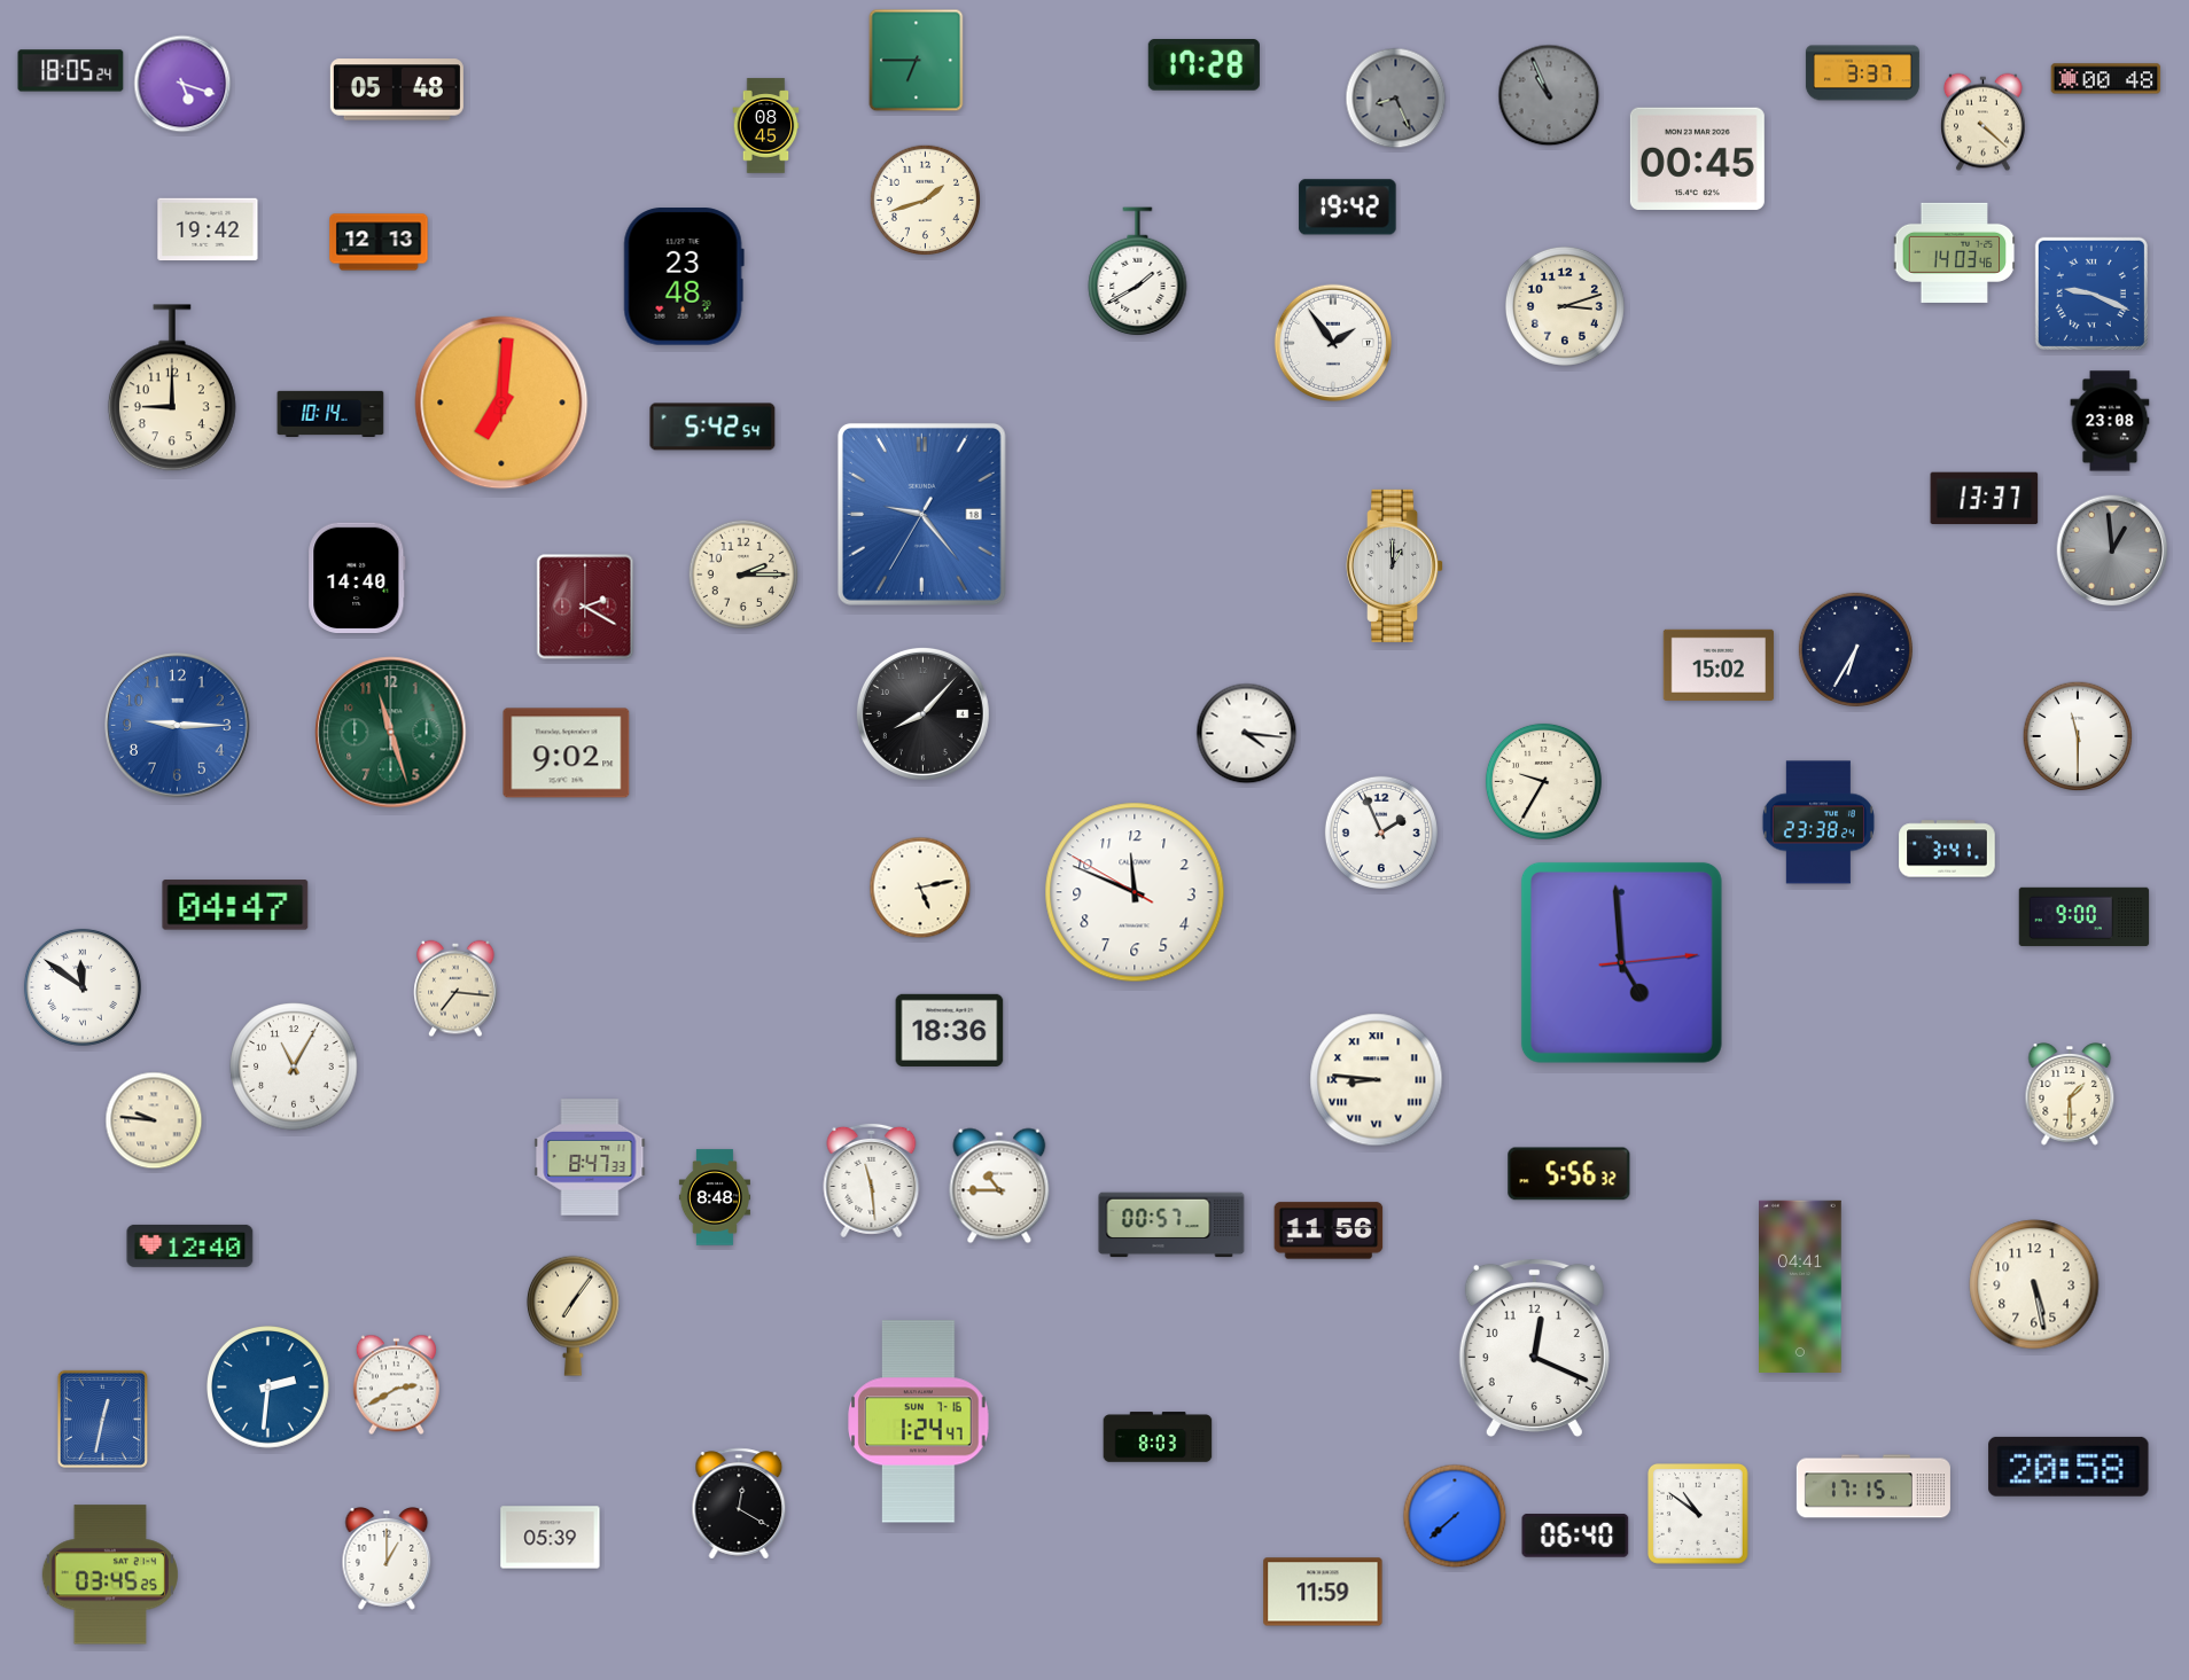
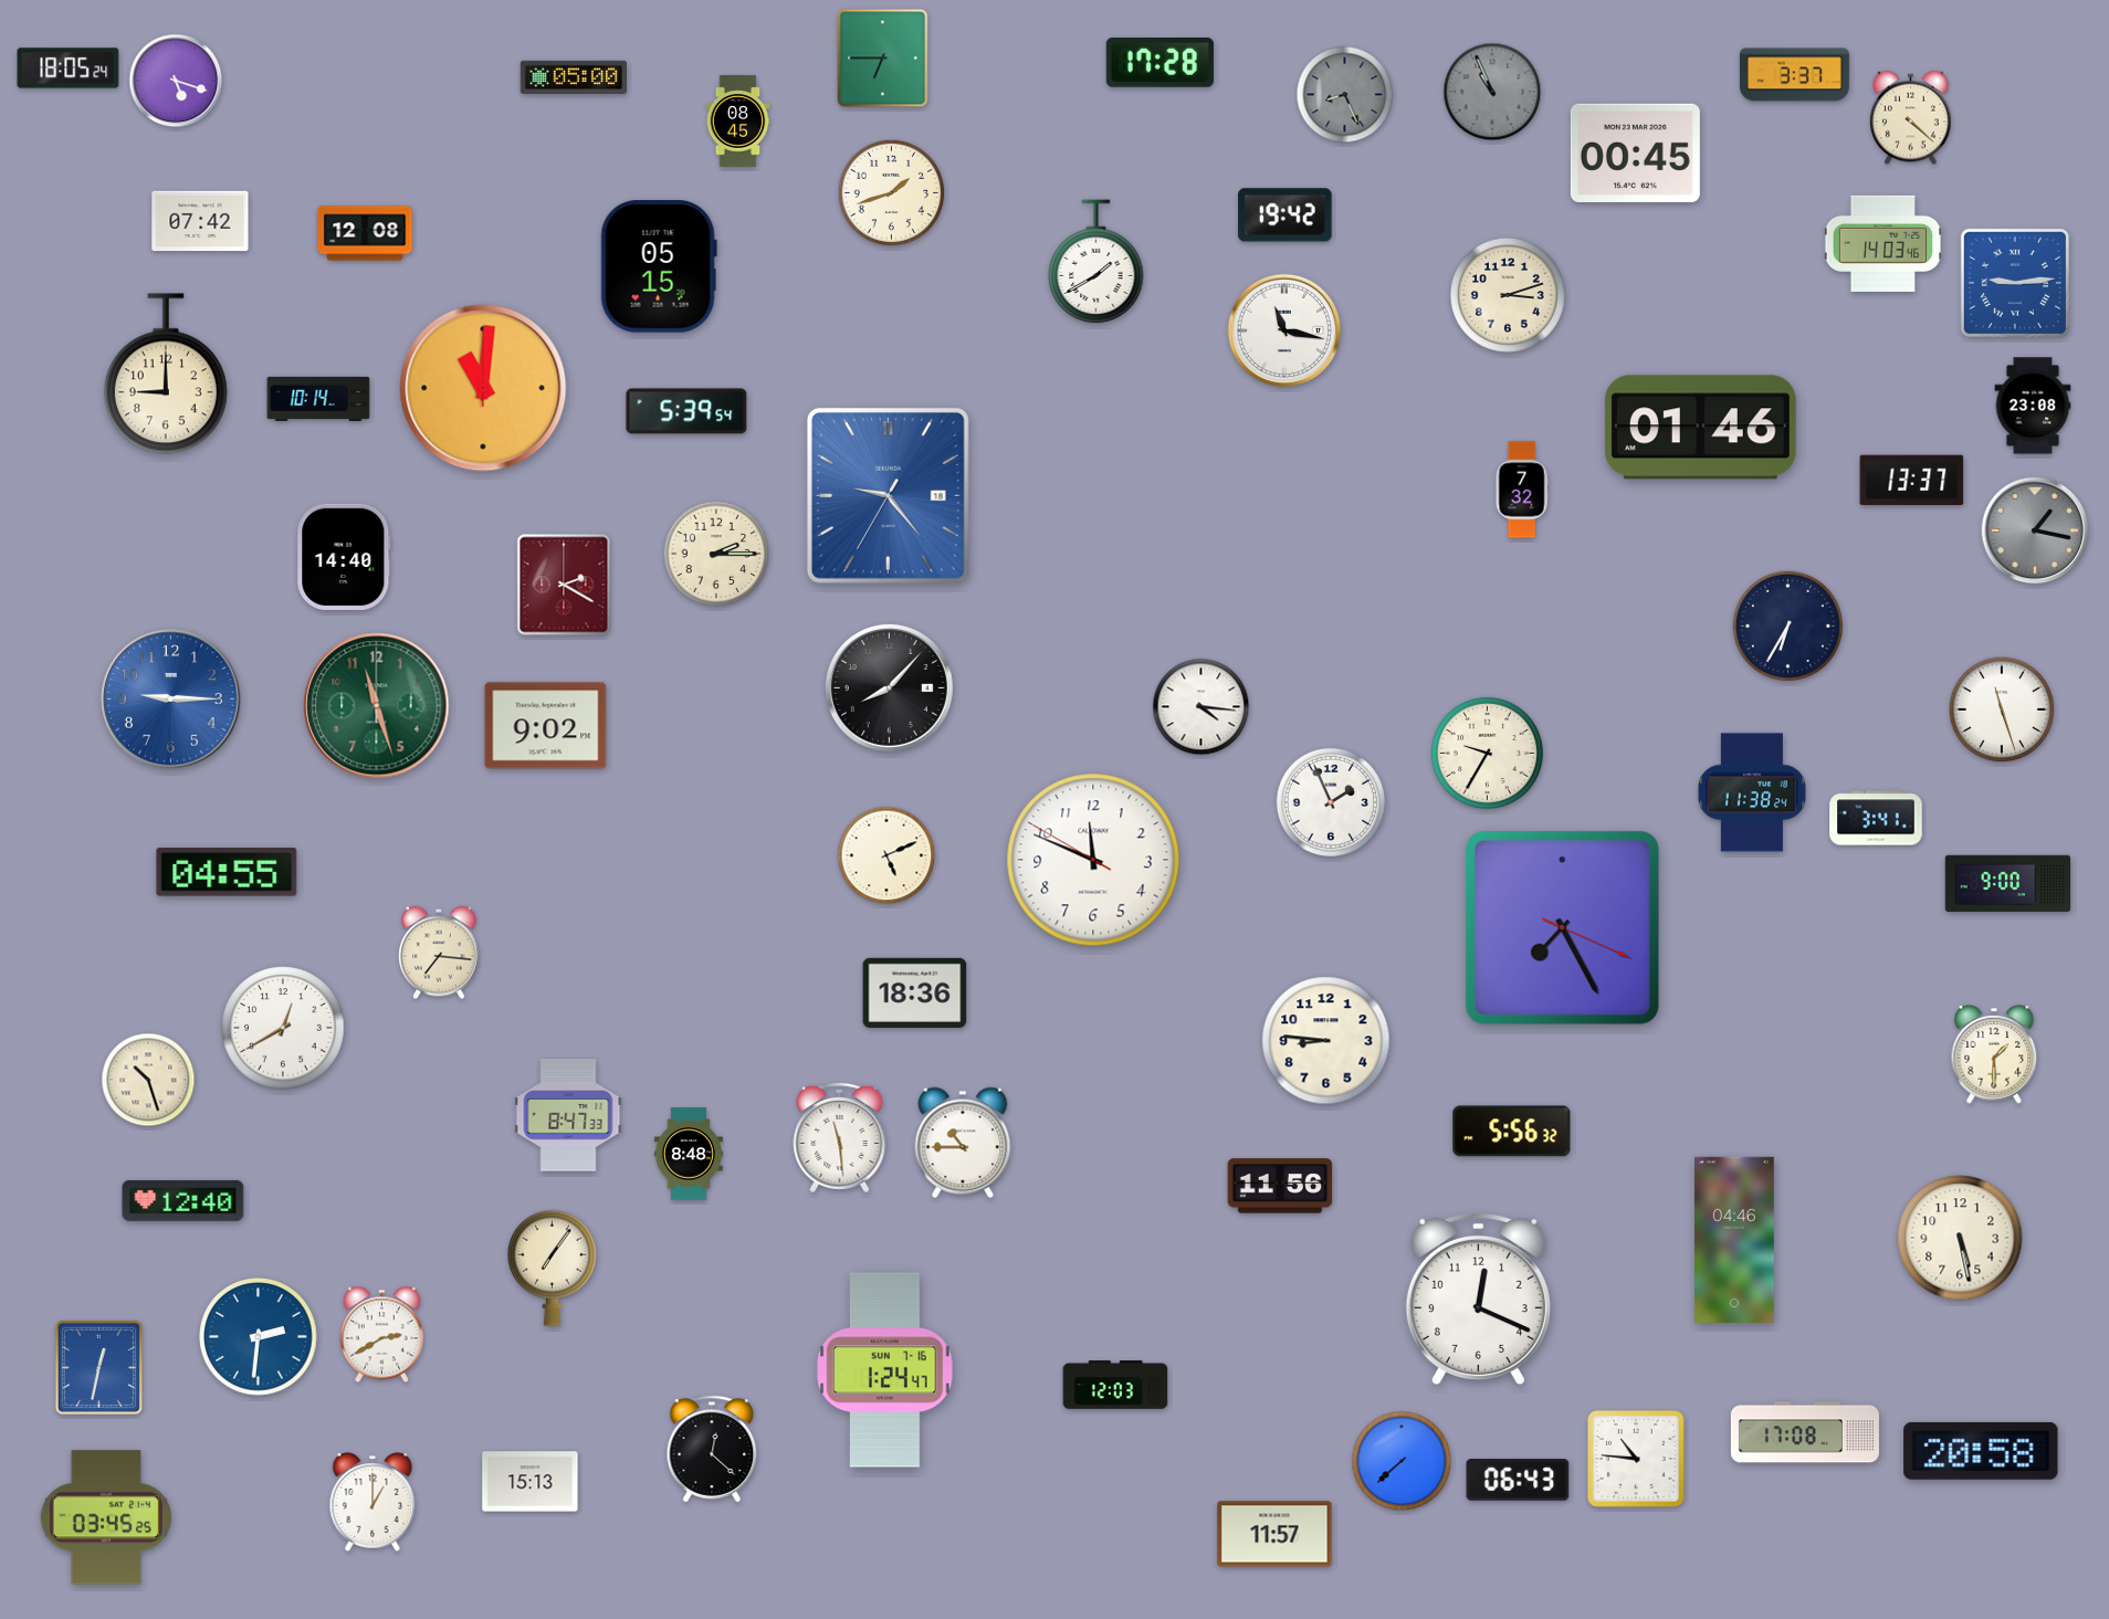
clock at (1862, 73) position: (1862, 73) -> (1794, 75)
clock at (2106, 79): 00:48 -> none
clock at (573, 77): none -> 05:00
clock at (397, 89): 05:48 -> none
clock at (1348, 208) position: (1348, 208) -> (1286, 215)
clock at (208, 229): 19:42 -> 07:42
clock at (379, 242): 12:13 -> 12:08
clock at (684, 276): 23:48 -> 05:15
clock at (2091, 294): 9:19 -> 9:14
clock at (1332, 342): 1:54 -> 11:17
clock at (501, 403): 7:01 -> 11:01
clock at (712, 427): 5:42 -> 5:39
clock at (1700, 428): none -> 01:46
clock at (1522, 490): none -> 7:32
clock at (2112, 550): 12:59 -> 1:17
clock at (1396, 565): 1:00 -> none
clock at (1719, 665): 15:02 -> none
clock at (2078, 736): 11:30 -> 11:27
clock at (1818, 822): 23:38 -> 11:38
clock at (920, 888): 5:13 -> 5:11
clock at (235, 905): 04:47 -> 04:55
clock at (1621, 962): 4:59 -> 7:25
clock at (83, 987): 11:51 -> none
clock at (294, 1066): 11:05 -> 12:40
clock at (1377, 1080) numerals: Roman -> Arabic
clock at (154, 1120): 9:46 -> 10:27
clock at (1171, 1225): 00:57 -> none
clock at (1801, 1287): 04:41 -> 04:46
clock at (1158, 1437): 8:03 -> 12:03
clock at (2069, 1467) position: (2069, 1467) -> (1981, 1451)
clock at (1873, 1486): 17:15 -> 17:08
clock at (739, 1503): 12:20 -> 12:22
clock at (1699, 1515): 10:51 -> 10:46
clock at (1575, 1536): 06:40 -> 06:43
clock at (551, 1538): 05:39 -> 15:13
clock at (1323, 1592): 11:59 -> 11:57
